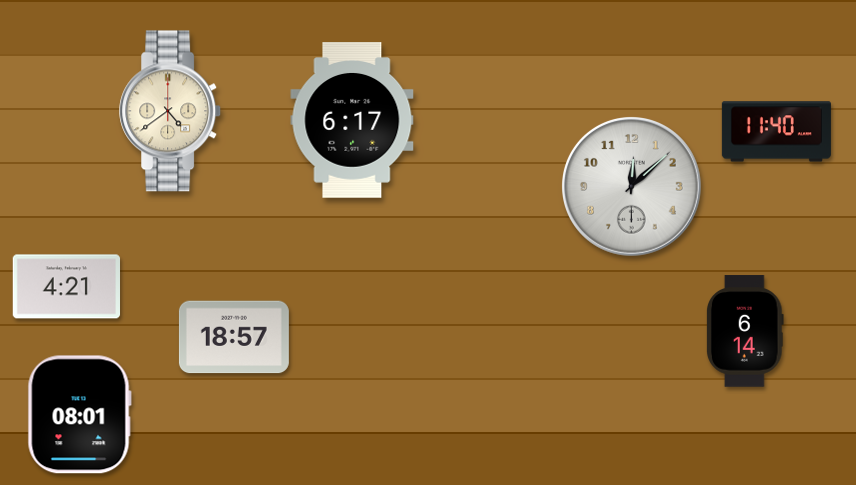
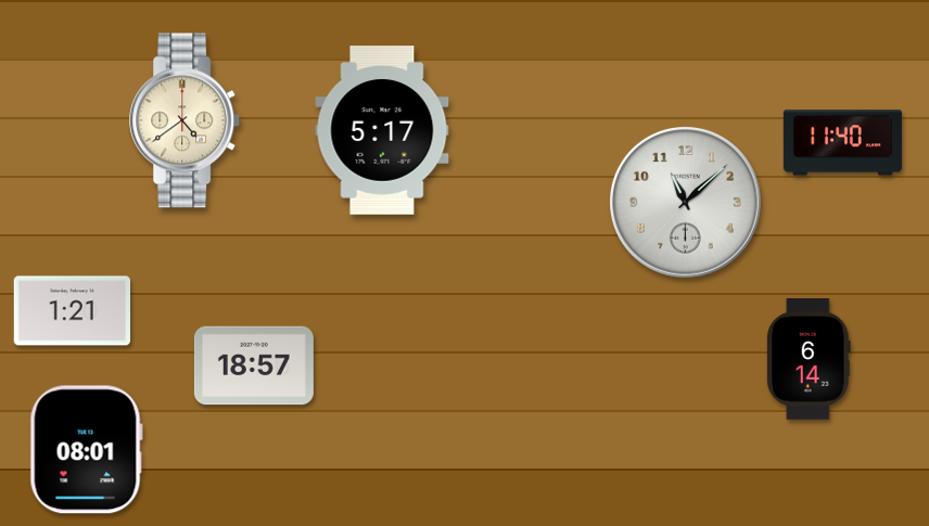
clock at (352, 120): 6:17 -> 5:17
clock at (632, 187): 12:08 -> 11:08
clock at (67, 287): 4:21 -> 1:21
